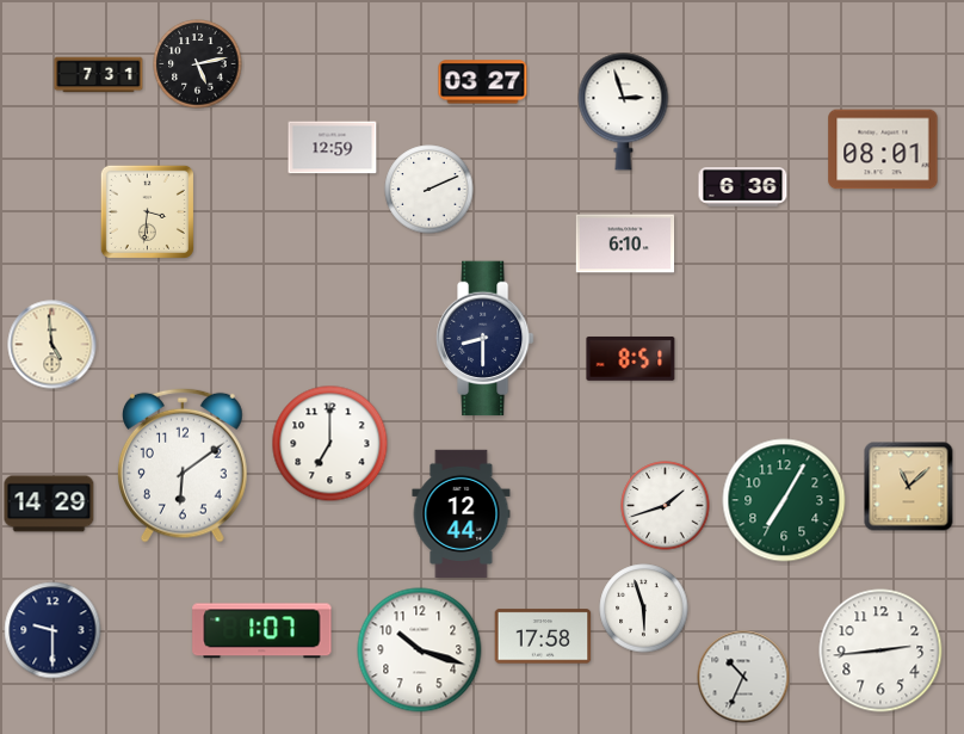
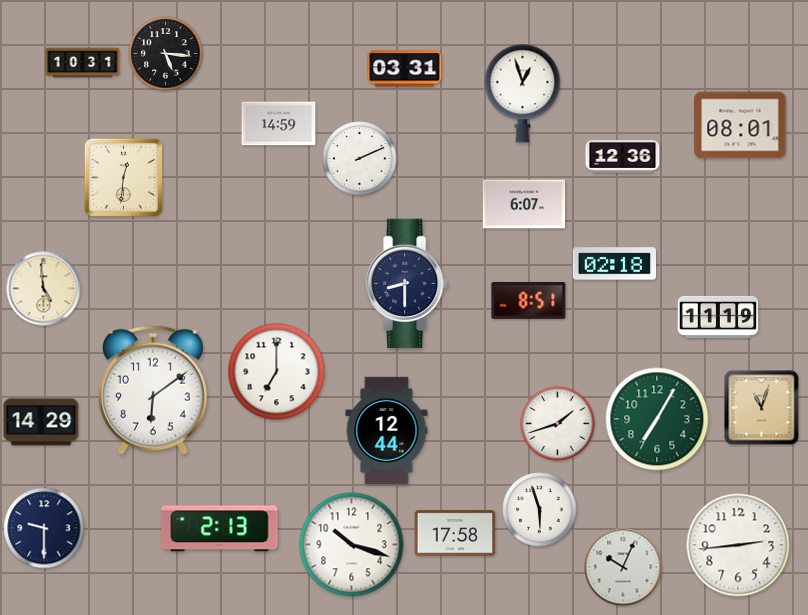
clock at (198, 64): 5:13 -> 5:16
clock at (99, 75): 7:31 -> 10:31
clock at (483, 82): 03:27 -> 03:31
clock at (624, 112): 2:57 -> 12:57
clock at (333, 148): 12:59 -> 14:59
clock at (743, 187): 6:36 -> 12:36
clock at (147, 211): 3:31 -> 12:31
clock at (625, 243): 6:10 -> 6:07
clock at (614, 264): none -> 02:18
clock at (718, 317): none -> 11:19
clock at (909, 487): 11:08 -> 11:03
clock at (262, 631): 1:07 -> 2:13
clock at (743, 677): 10:34 -> 10:04
